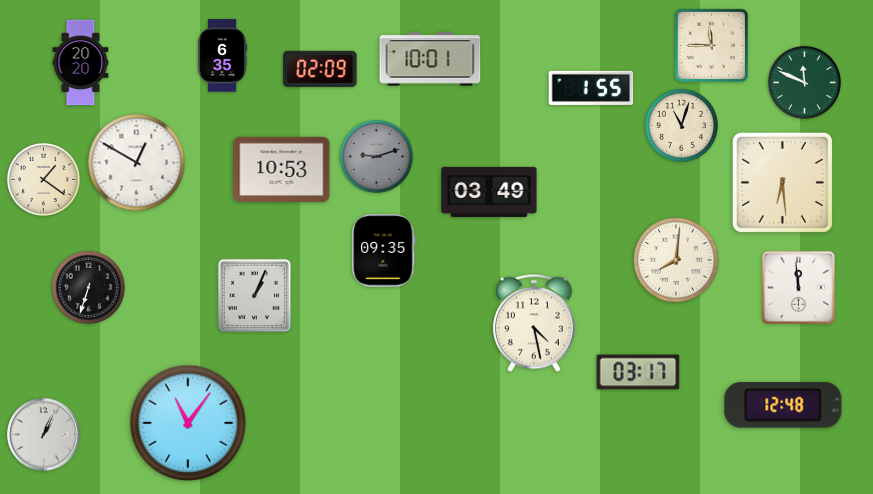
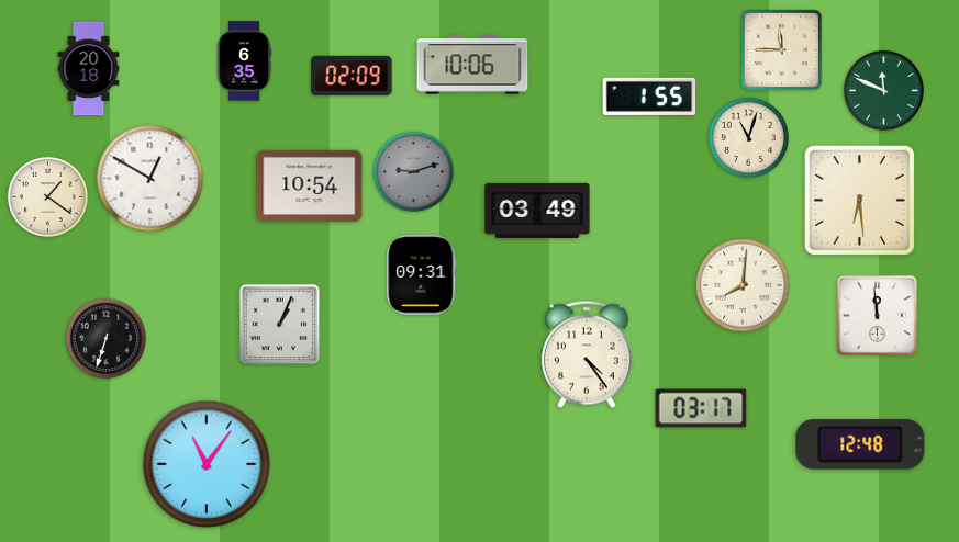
clock at (430, 59): 10:01 -> 10:06
clock at (81, 63): 20:20 -> 20:18
clock at (282, 169): 10:53 -> 10:54
clock at (384, 251): 09:35 -> 09:31
clock at (88, 287) position: (88, 287) -> (105, 338)
clock at (535, 323): 4:28 -> 4:24
clock at (44, 435): 1:04 -> none
